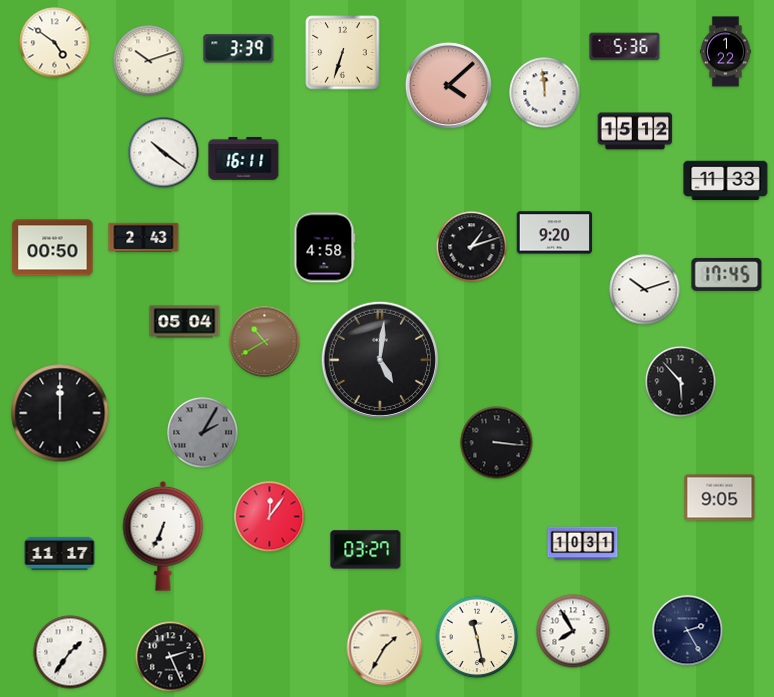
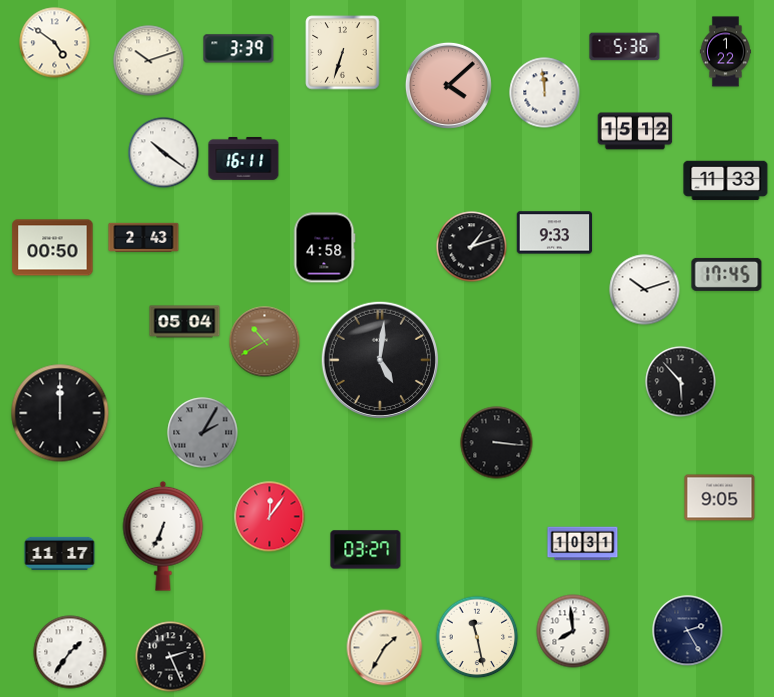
clock at (555, 233): 9:20 -> 9:33
clock at (573, 631): 7:55 -> 7:59
